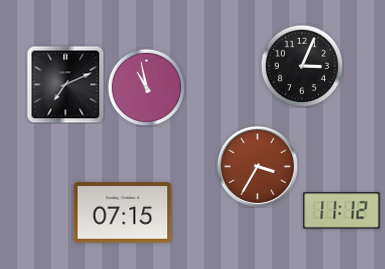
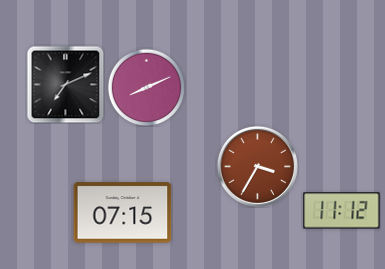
clock at (302, 66): 3:04 -> none
clock at (146, 87): 10:58 -> 8:11
